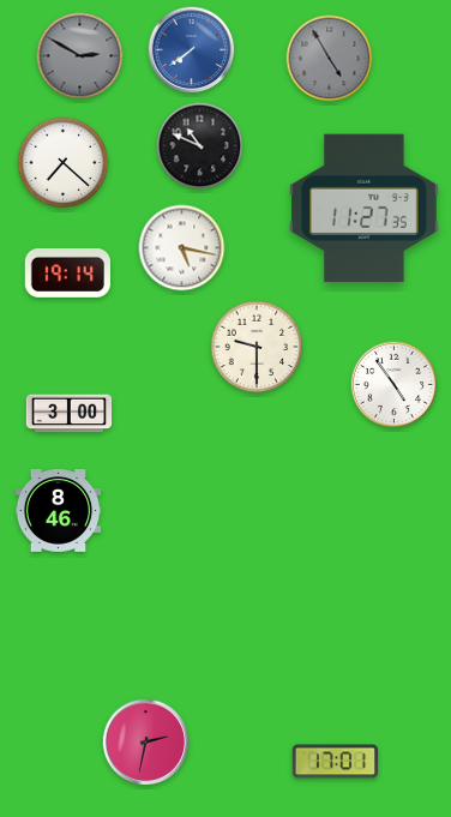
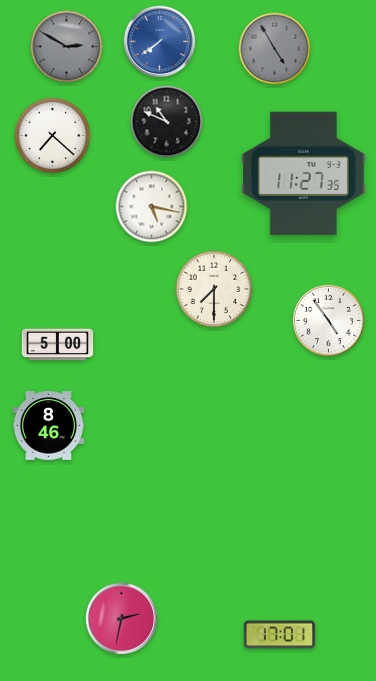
clock at (67, 272): 19:14 -> none
clock at (257, 347): 9:30 -> 7:30
clock at (70, 414): 3:00 -> 5:00
